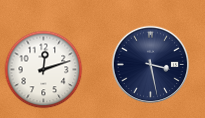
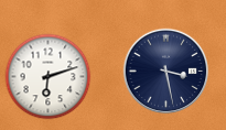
clock at (43, 69): 12:12 -> 6:12
